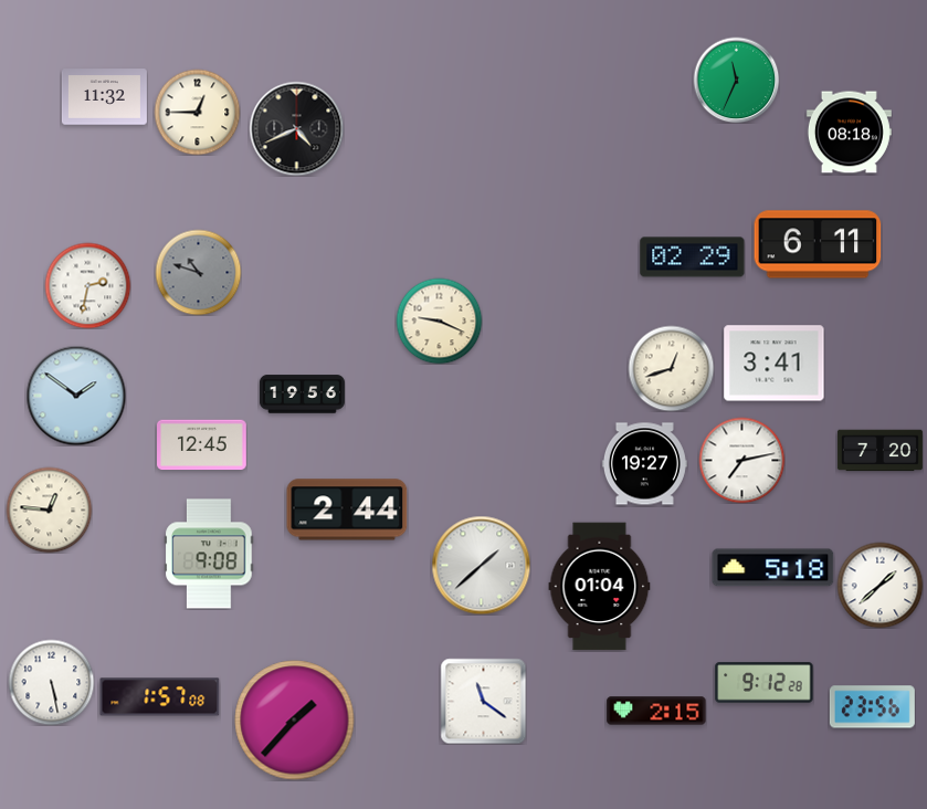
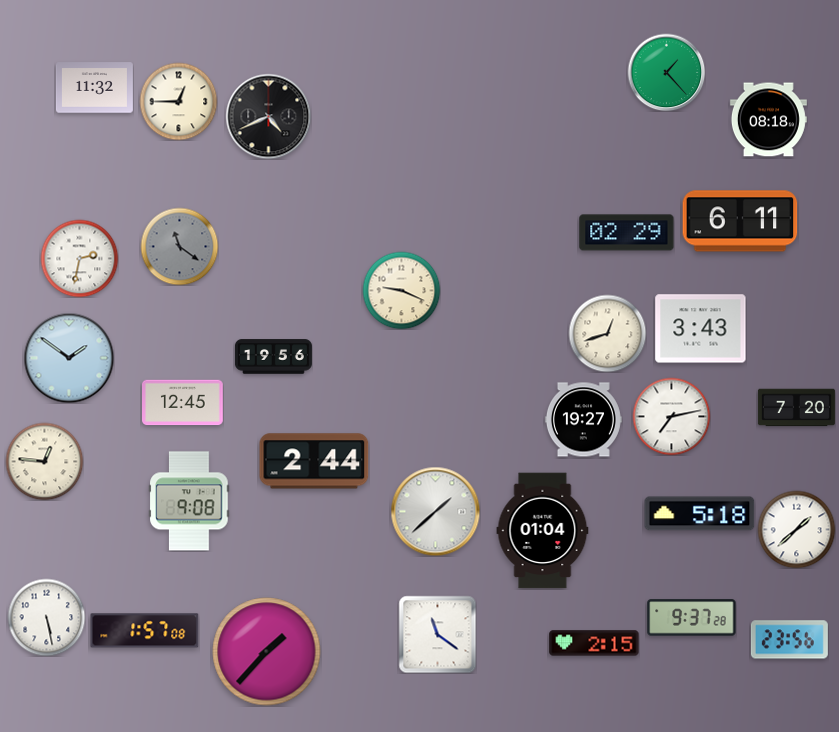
clock at (736, 80): 11:34 -> 1:23
clock at (198, 272): 10:48 -> 11:21
clock at (439, 321) position: (439, 321) -> (401, 290)
clock at (775, 364): 3:41 -> 3:43
clock at (765, 683): 9:12 -> 9:37
